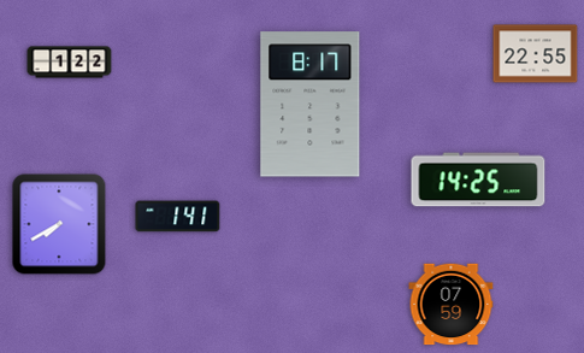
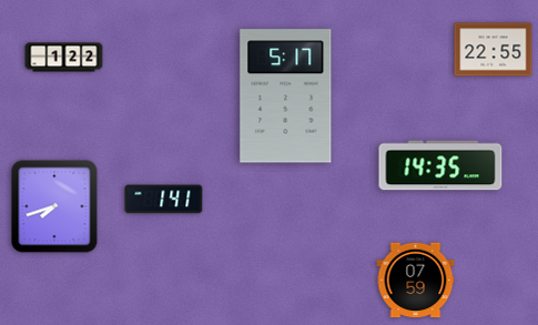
clock at (311, 105): 8:17 -> 5:17
clock at (478, 180): 14:25 -> 14:35
clock at (59, 224): 7:40 -> 7:42
